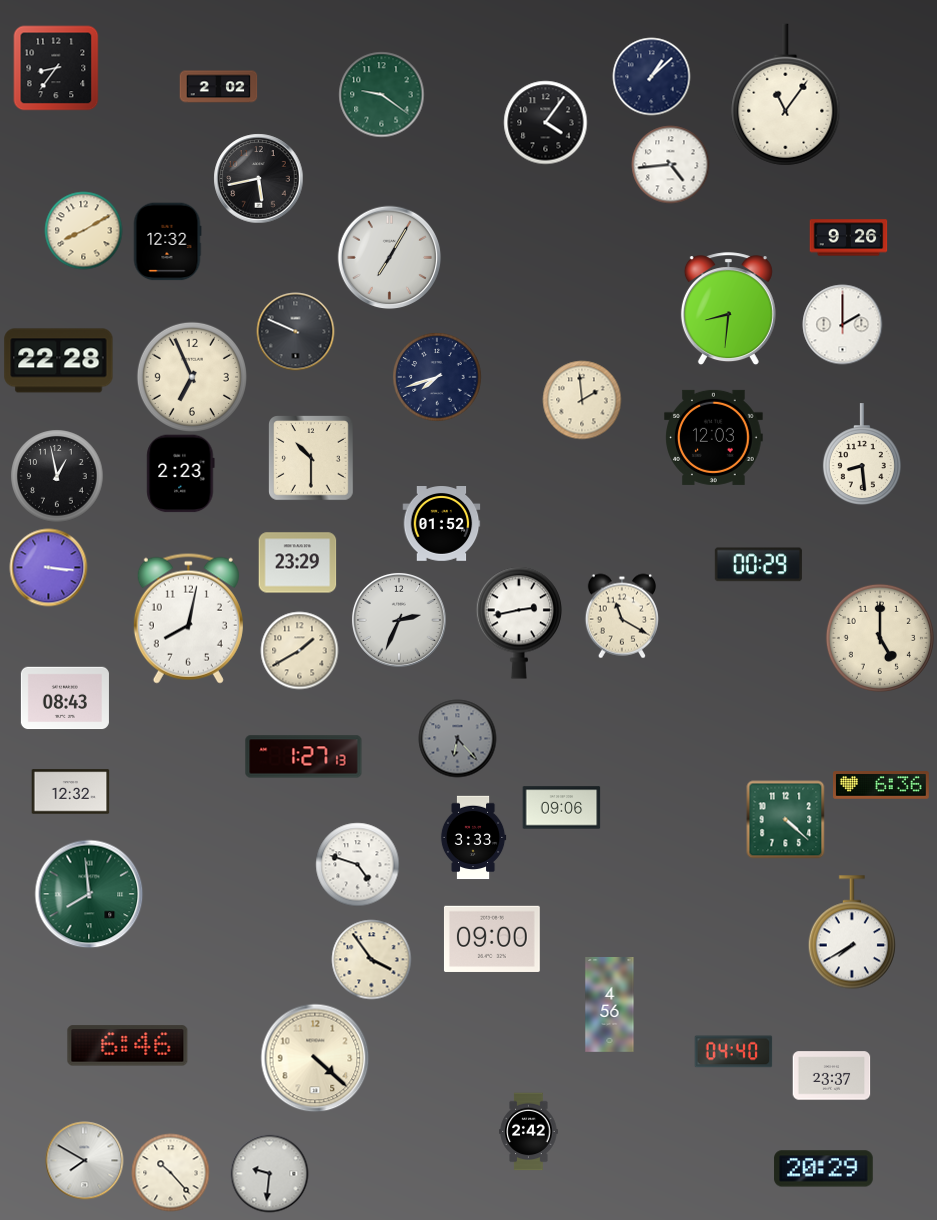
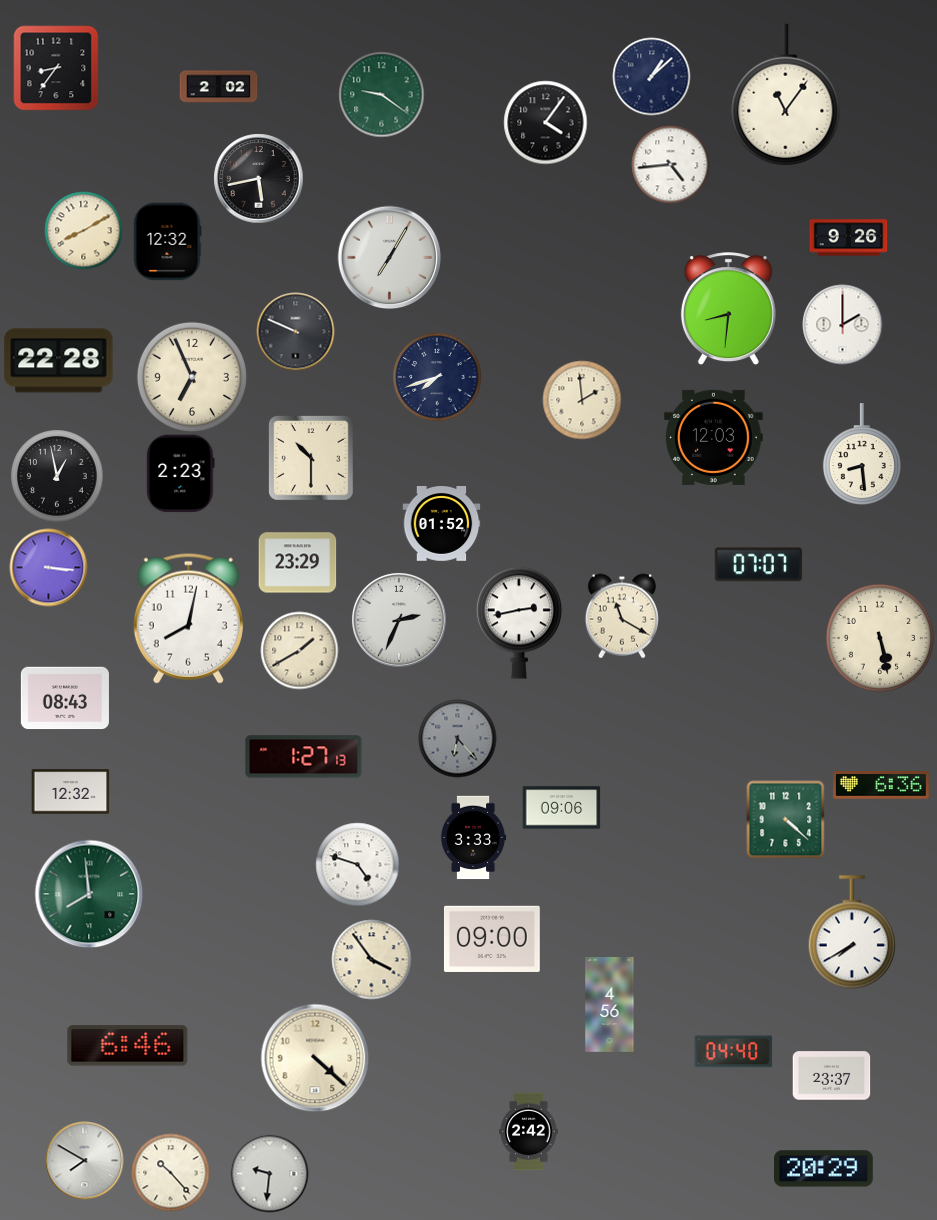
clock at (758, 565): 00:29 -> 07:07
clock at (880, 638): 5:00 -> 5:28
